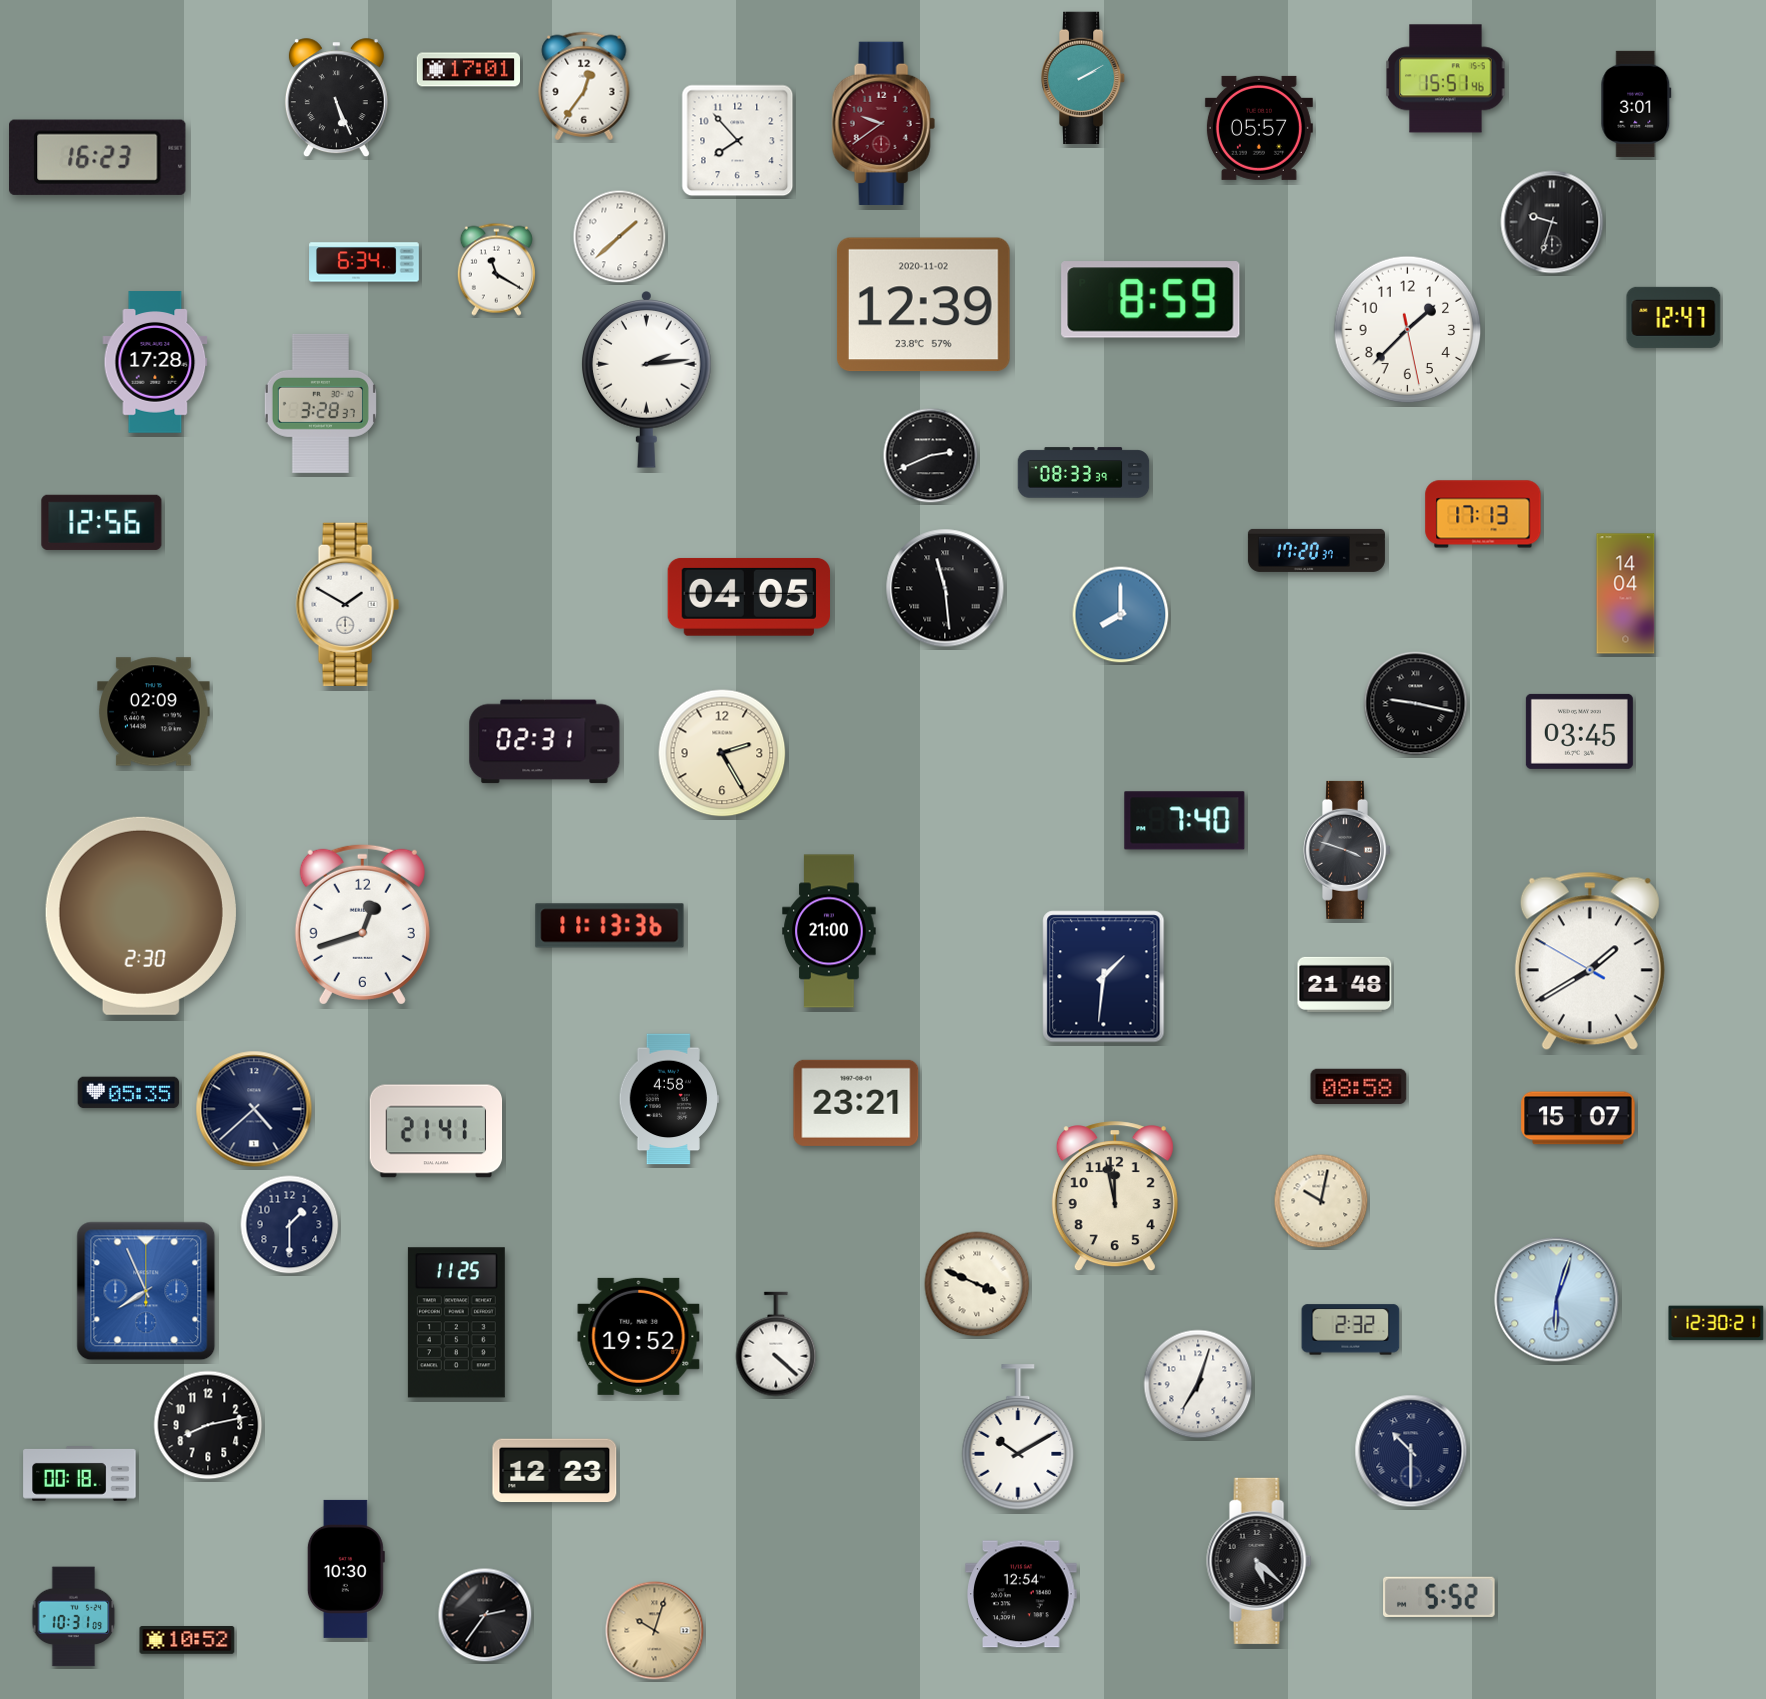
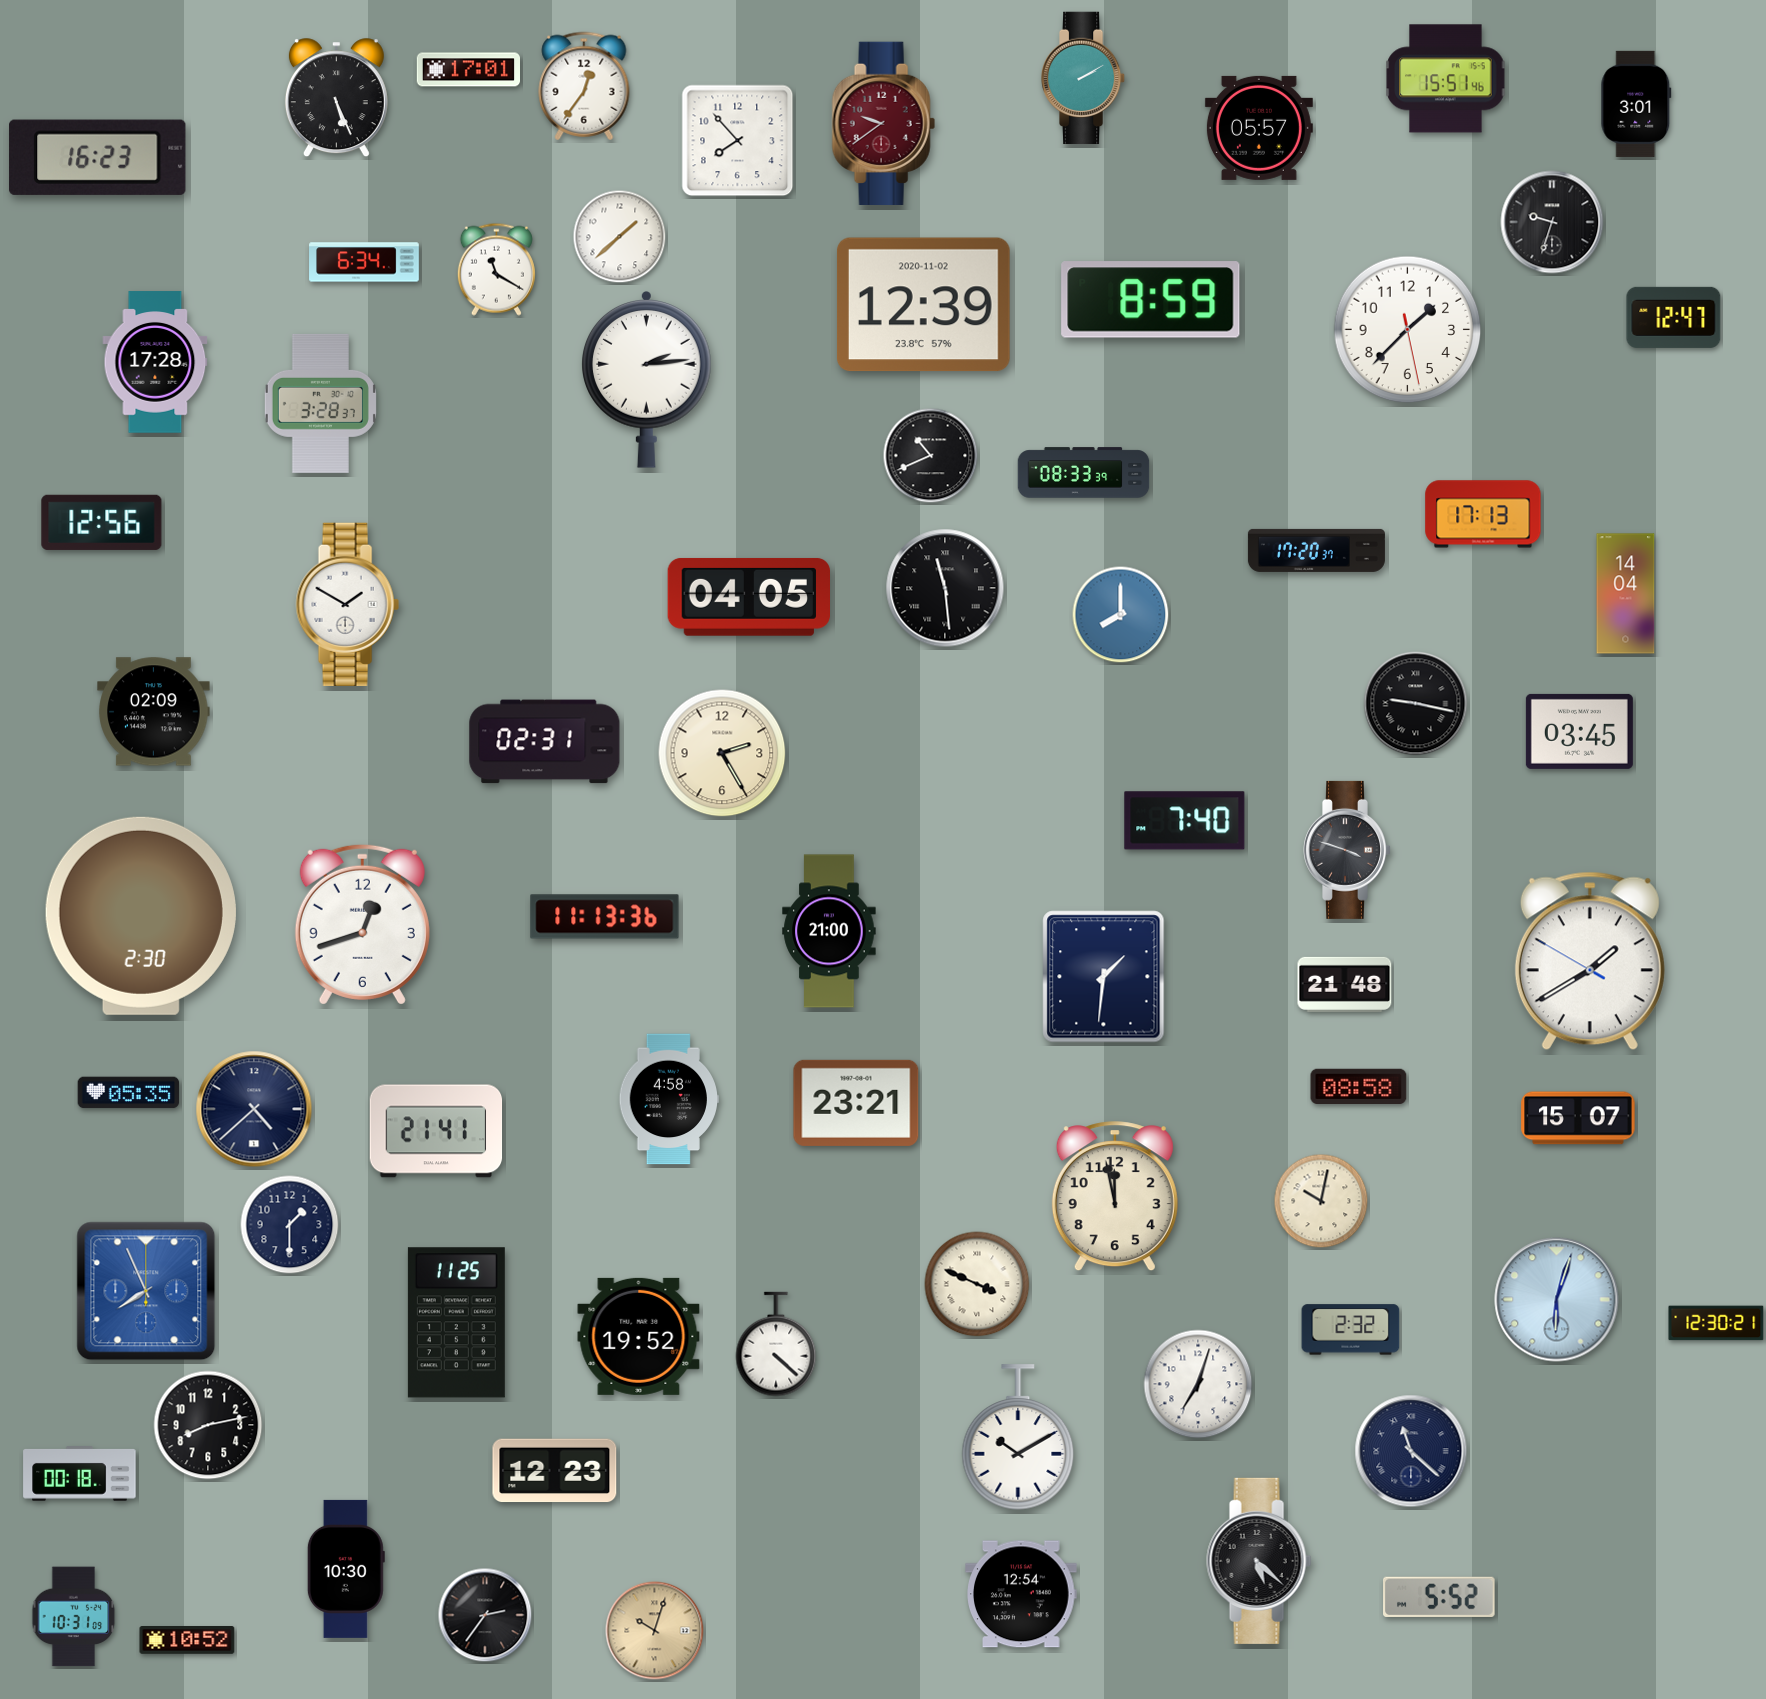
clock at (931, 456): 2:41 -> 10:41
clock at (610, 926) position: (610, 926) -> (605, 917)
clock at (1411, 1451): 10:30 -> 11:22
